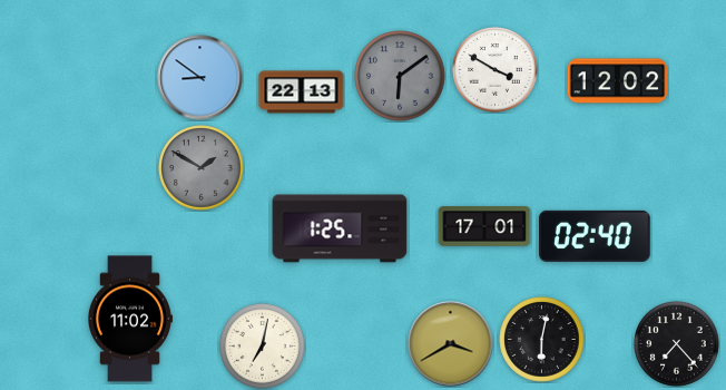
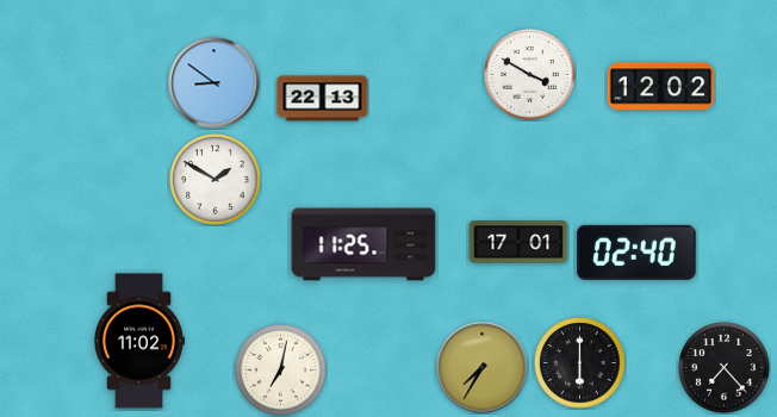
clock at (400, 76): 6:09 -> none
clock at (202, 168) dial: grey -> white
clock at (340, 228): 1:25 -> 11:25
clock at (542, 340): 6:02 -> 6:00
clock at (451, 344): 3:40 -> 7:35
